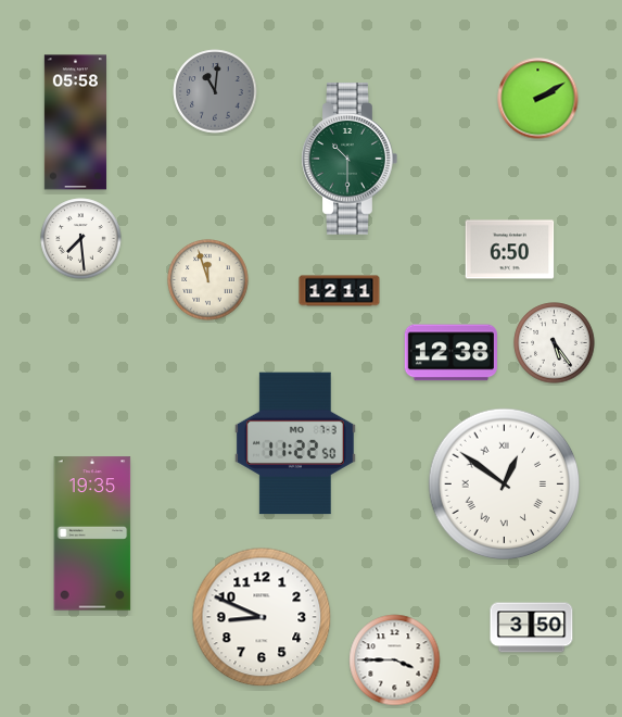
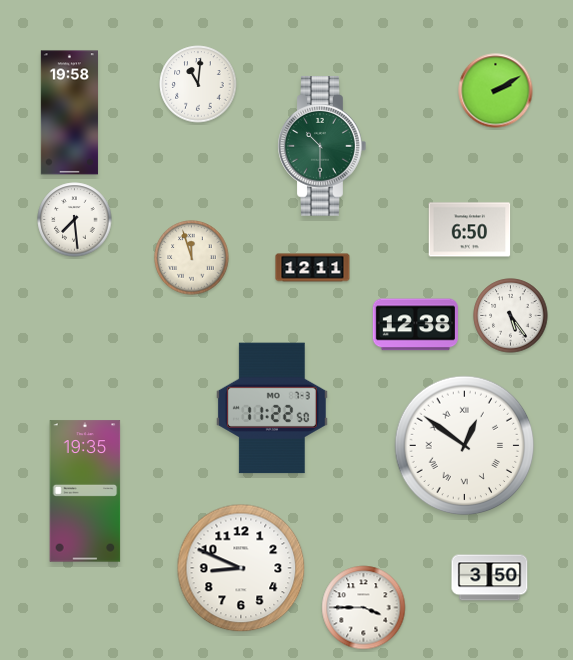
clock at (215, 91) dial: grey -> white
clock at (75, 123): 05:58 -> 19:58
